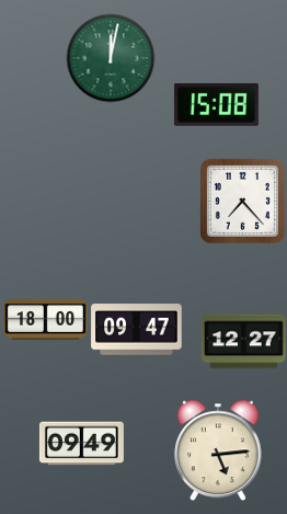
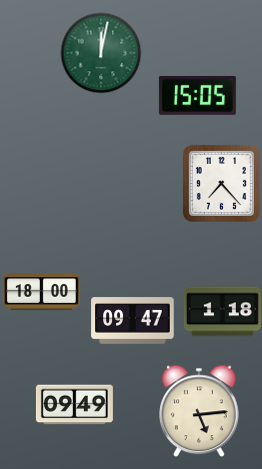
clock at (216, 105): 15:08 -> 15:05
clock at (137, 330) position: (137, 330) -> (133, 321)
clock at (243, 342): 12:27 -> 1:18
